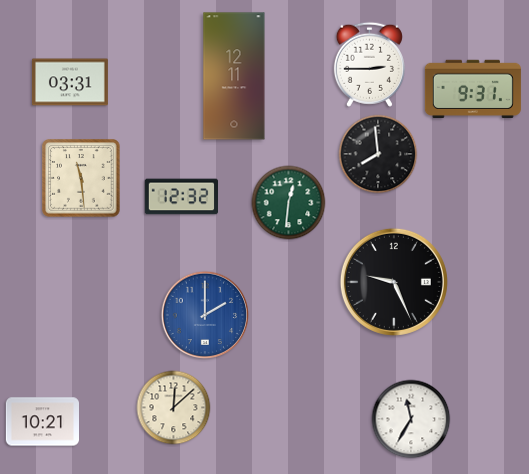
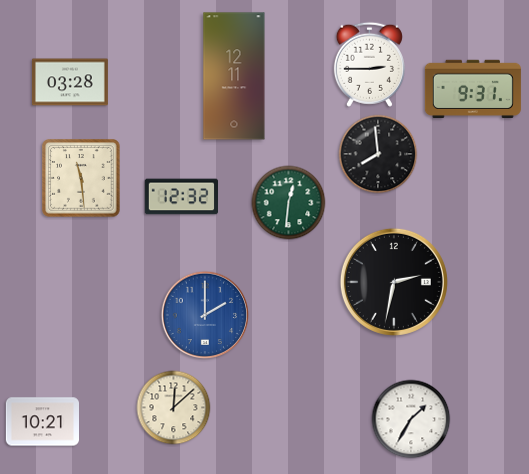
clock at (70, 82): 03:31 -> 03:28
clock at (394, 282): 9:26 -> 2:32
clock at (411, 419): 11:35 -> 1:35
